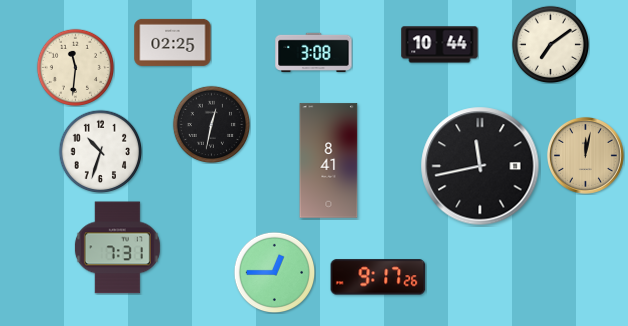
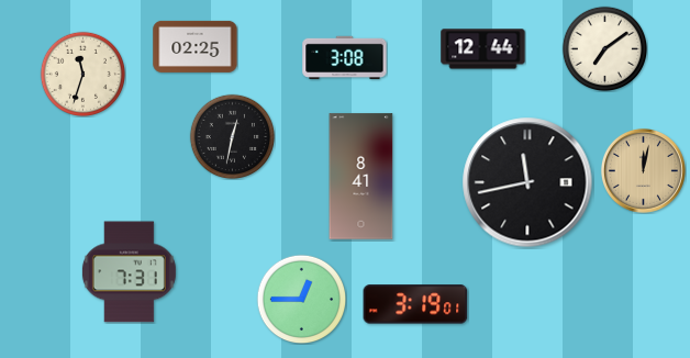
clock at (173, 42) position: (173, 42) -> (196, 46)
clock at (440, 45): 10:44 -> 12:44
clock at (75, 67): 11:31 -> 11:33
clock at (100, 151): 10:33 -> none
clock at (378, 277): 9:17 -> 3:19
